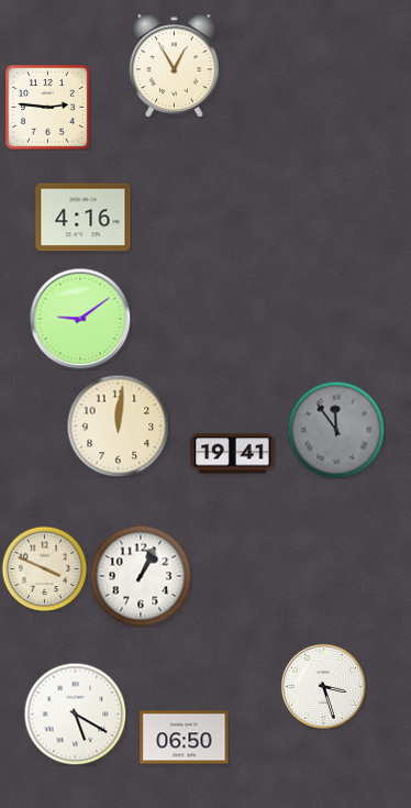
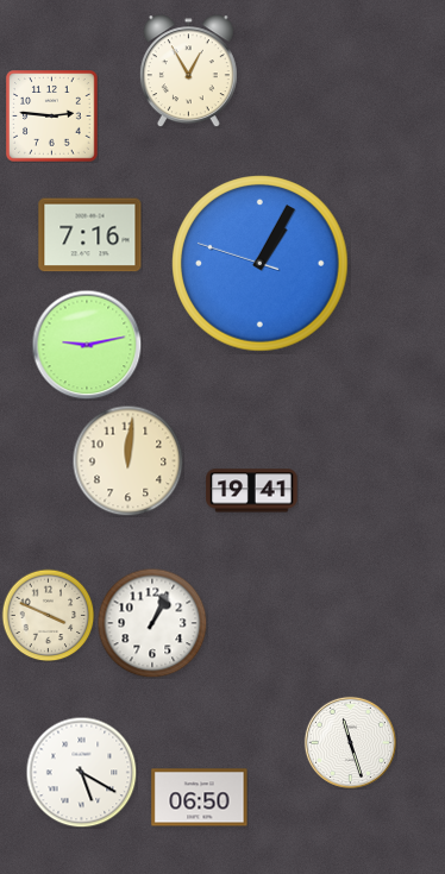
clock at (84, 218): 4:16 -> 7:16
clock at (261, 264): none -> 1:04
clock at (80, 319): 9:09 -> 9:13
clock at (336, 430): 11:54 -> none
clock at (323, 686): 3:27 -> 11:27
